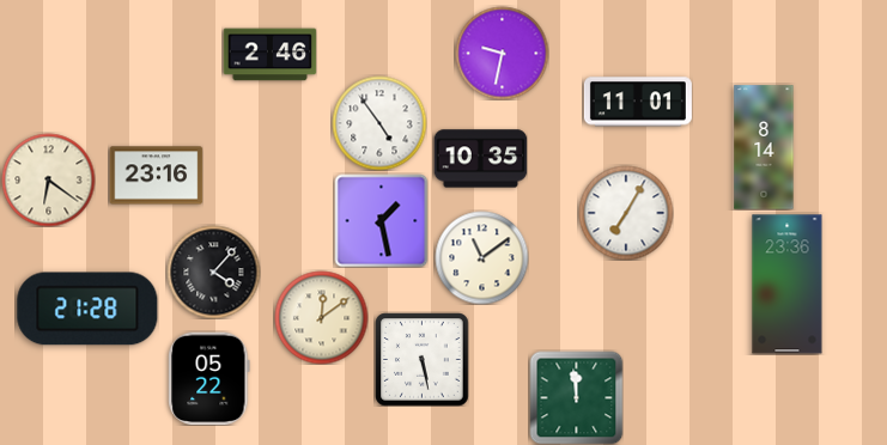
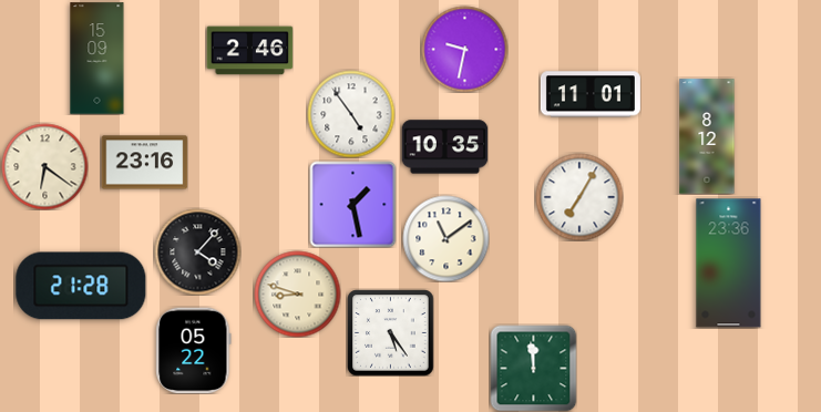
clock at (98, 59): none -> 15:09
clock at (764, 147): 8:14 -> 8:12
clock at (321, 317): 12:09 -> 8:48
clock at (421, 359): 5:28 -> 5:24
